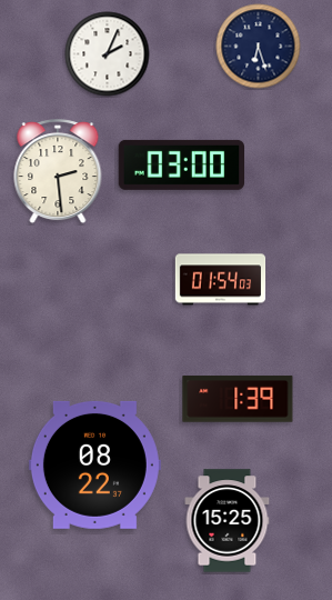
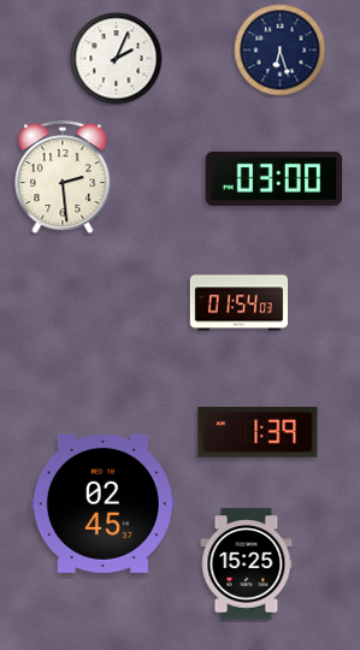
clock at (182, 164) position: (182, 164) -> (275, 178)
clock at (58, 172) position: (58, 172) -> (63, 178)
clock at (94, 464): 08:22 -> 02:45
